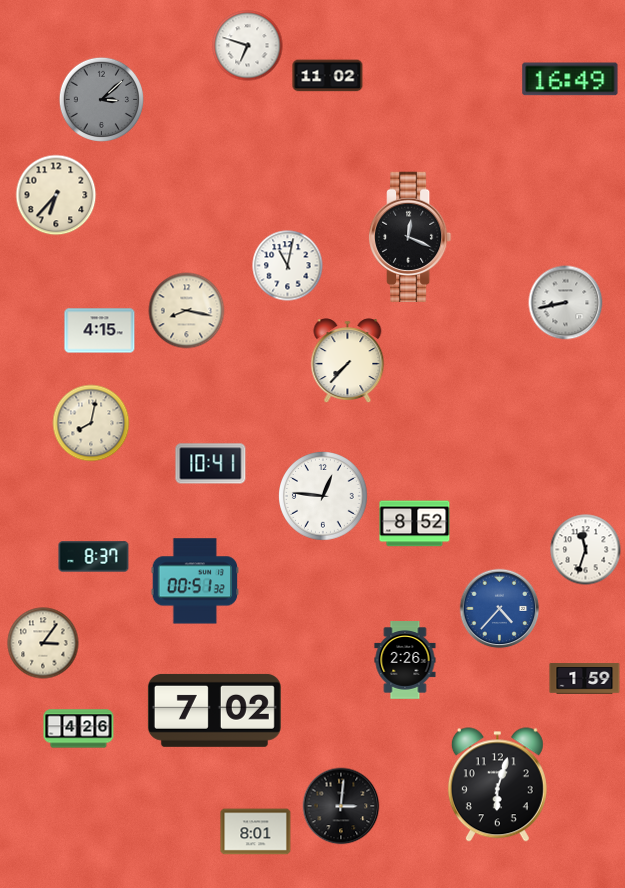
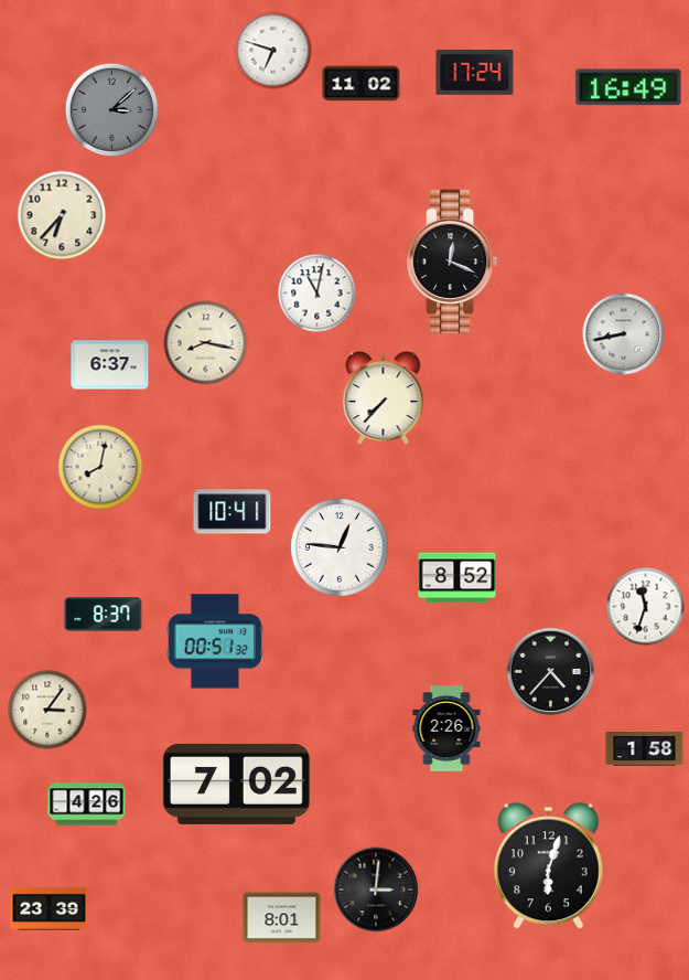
clock at (475, 73): none -> 17:24
clock at (100, 331): 4:15 -> 6:37
clock at (324, 497) position: (324, 497) -> (341, 548)
clock at (500, 609) dial: blue -> black
clock at (585, 679): 1:59 -> 1:58
clock at (50, 908): none -> 23:39
